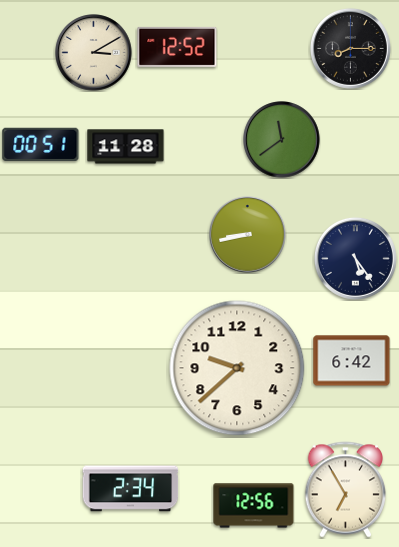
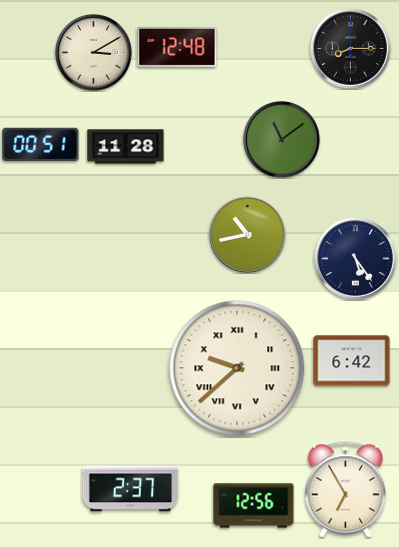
clock at (177, 47): 12:52 -> 12:48
clock at (282, 140): 11:39 -> 11:09
clock at (248, 235): 8:43 -> 10:43
clock at (237, 368) numerals: Arabic -> Roman
clock at (131, 489): 2:34 -> 2:37
